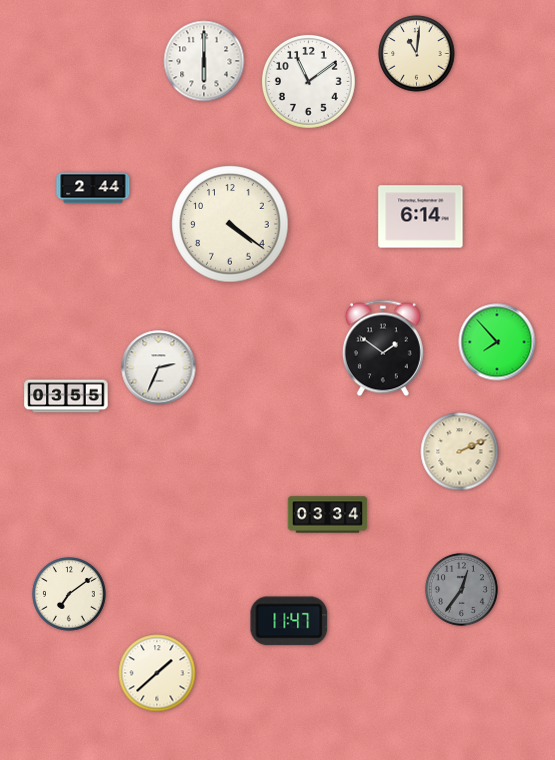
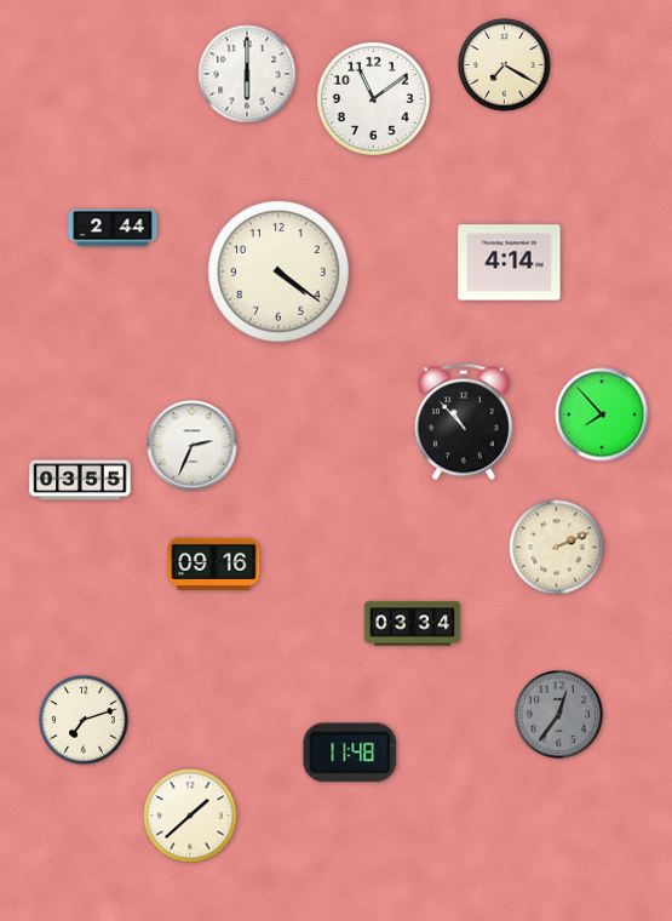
clock at (417, 54): 11:01 -> 7:20
clock at (421, 217): 6:14 -> 4:14
clock at (383, 348): 1:51 -> 10:53
clock at (214, 564): none -> 09:16
clock at (328, 515) position: (328, 515) -> (413, 624)
clock at (69, 594): 7:09 -> 7:12
clock at (289, 621): 11:47 -> 11:48
